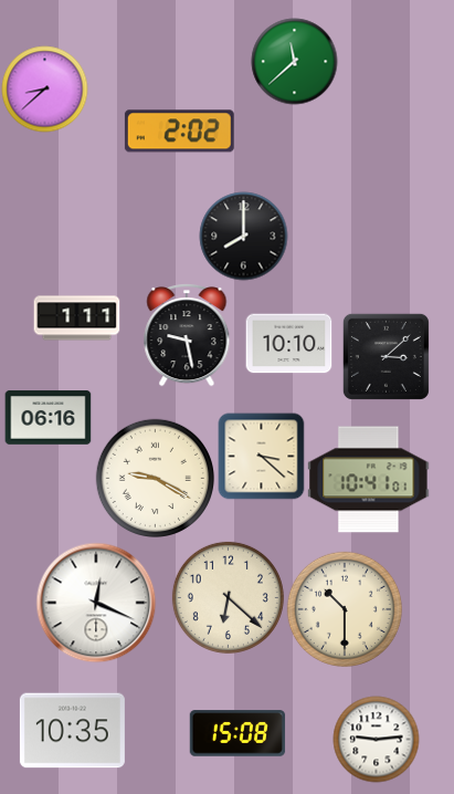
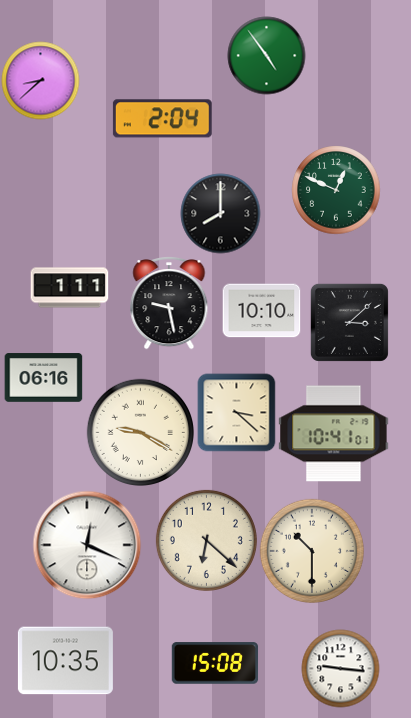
clock at (294, 61): 11:38 -> 4:54
clock at (179, 132): 2:02 -> 2:04
clock at (336, 190): none -> 12:49
clock at (376, 739): 9:14 -> 9:16
